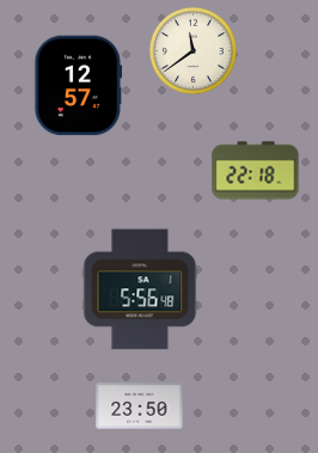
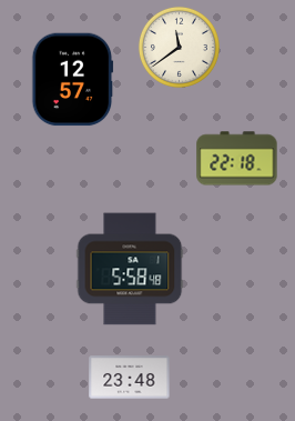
clock at (140, 289): 5:56 -> 5:58
clock at (140, 406): 23:50 -> 23:48
